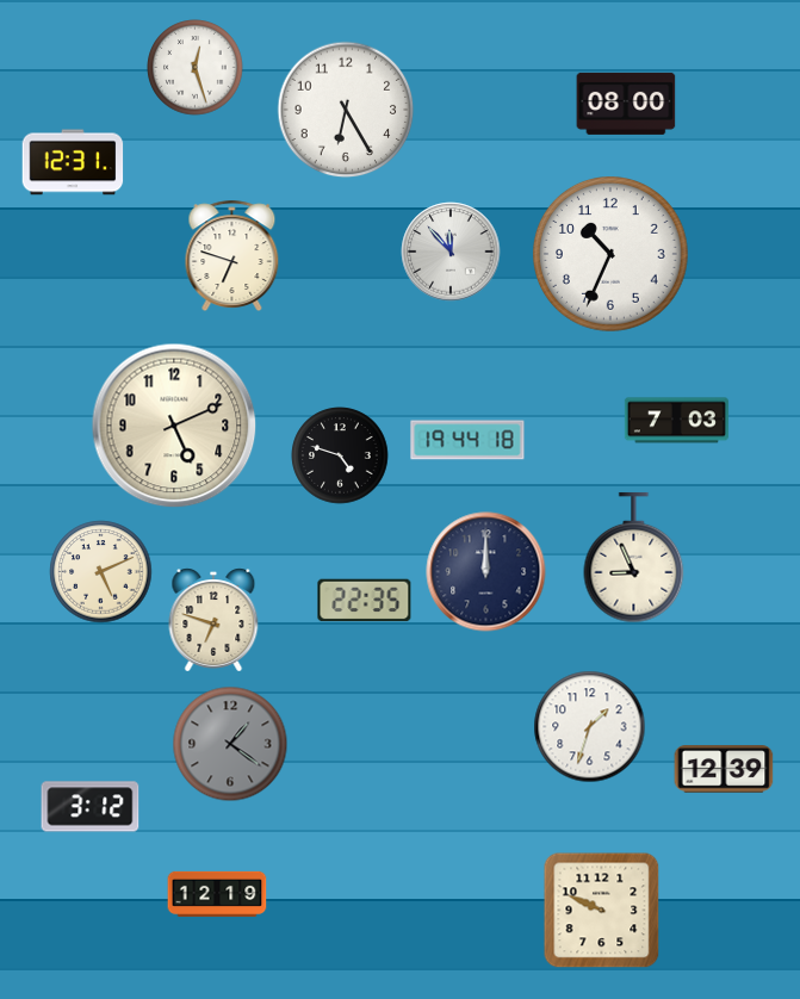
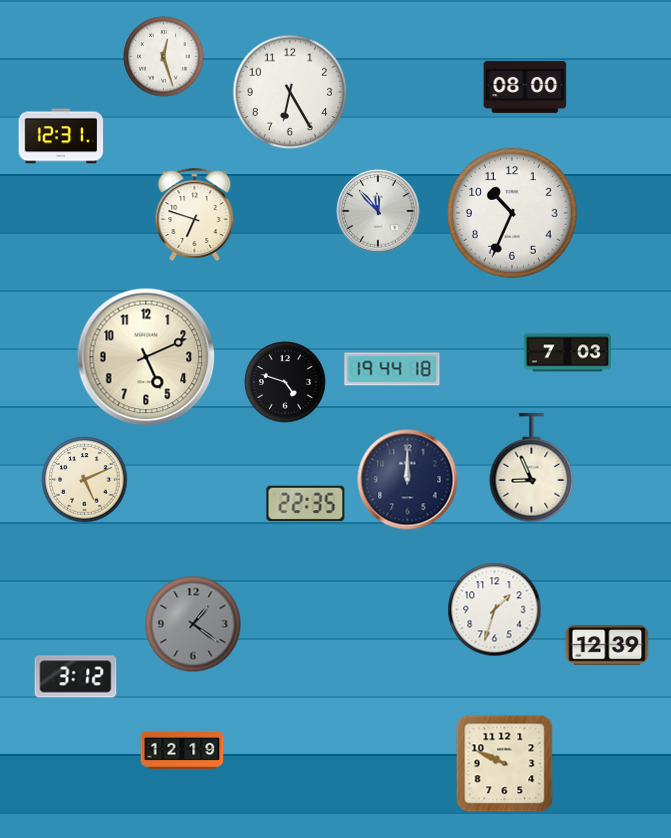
clock at (213, 620): 6:48 -> none
